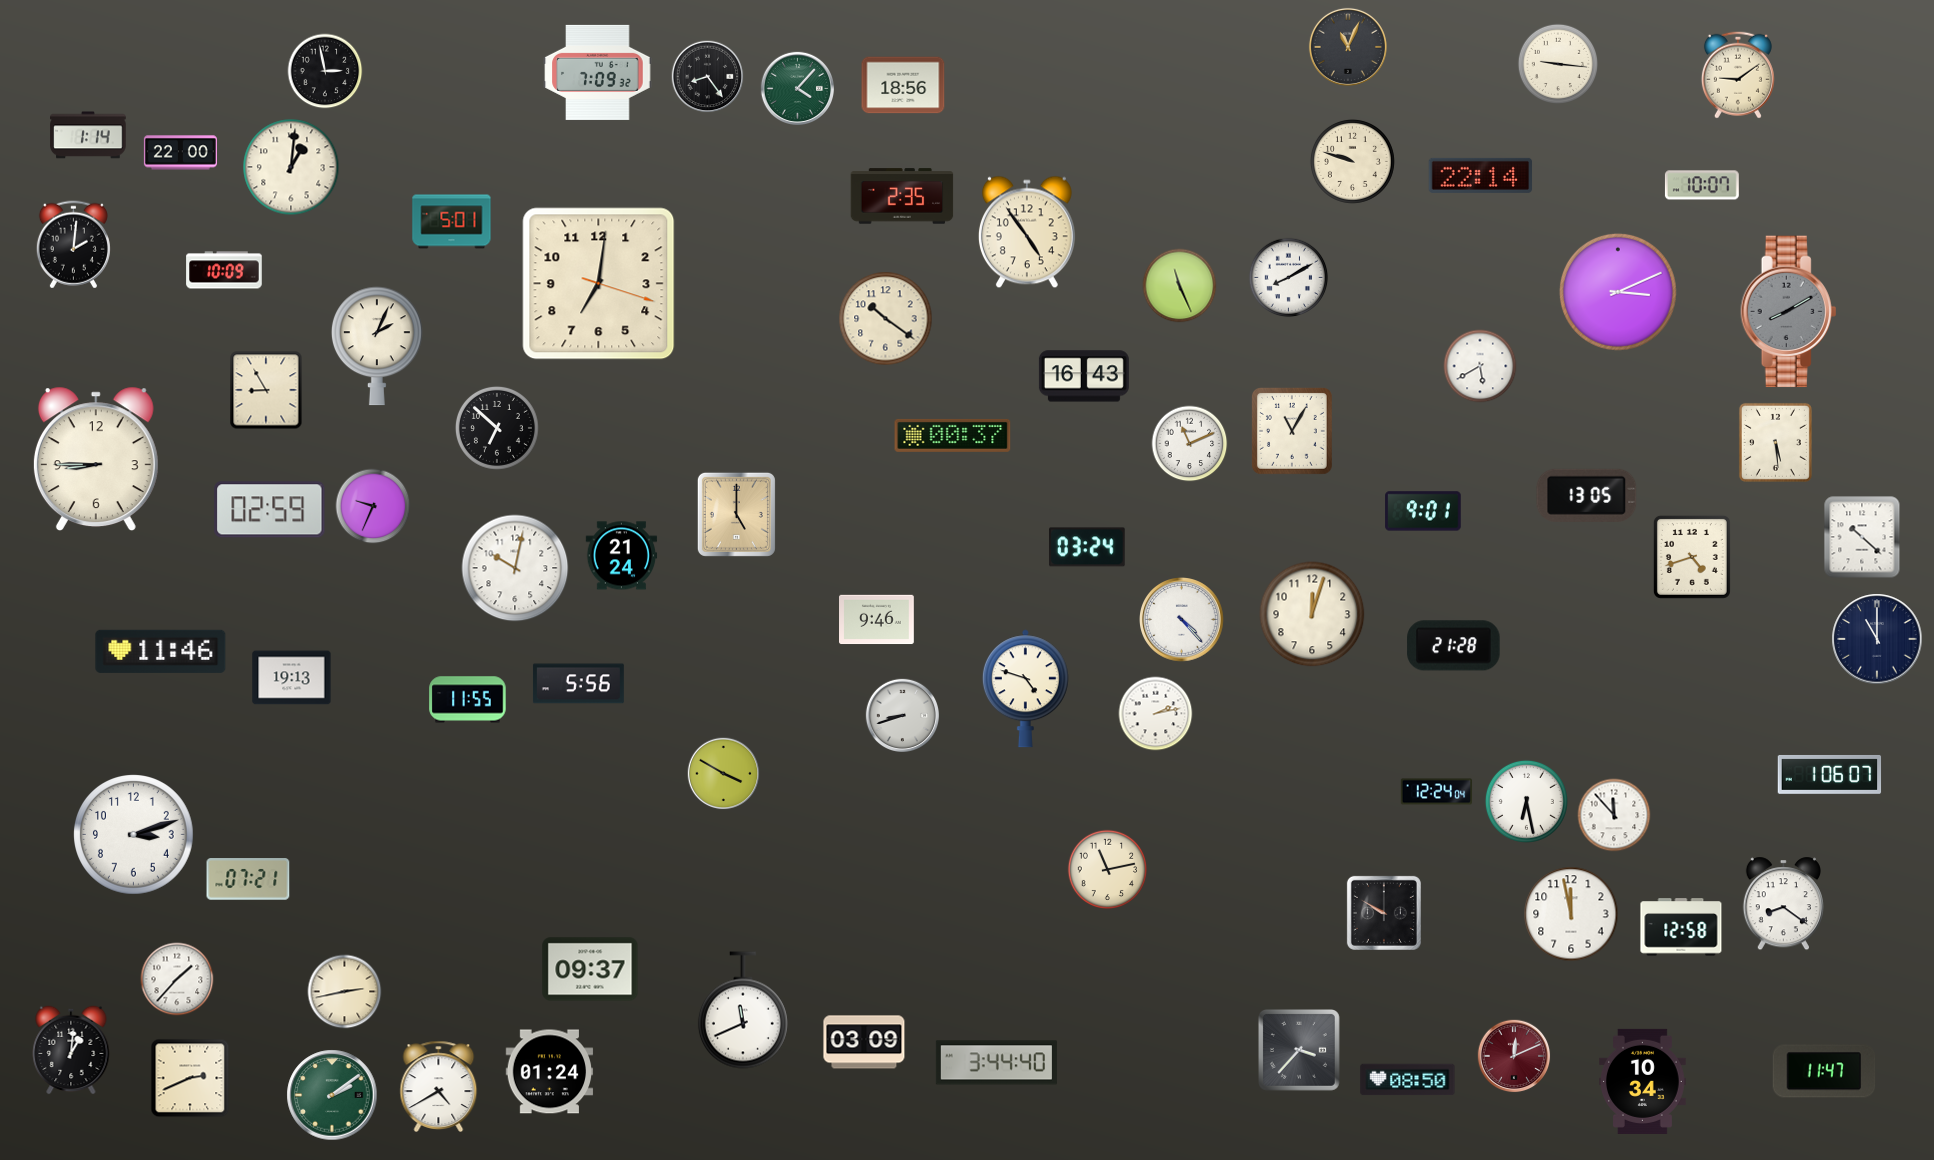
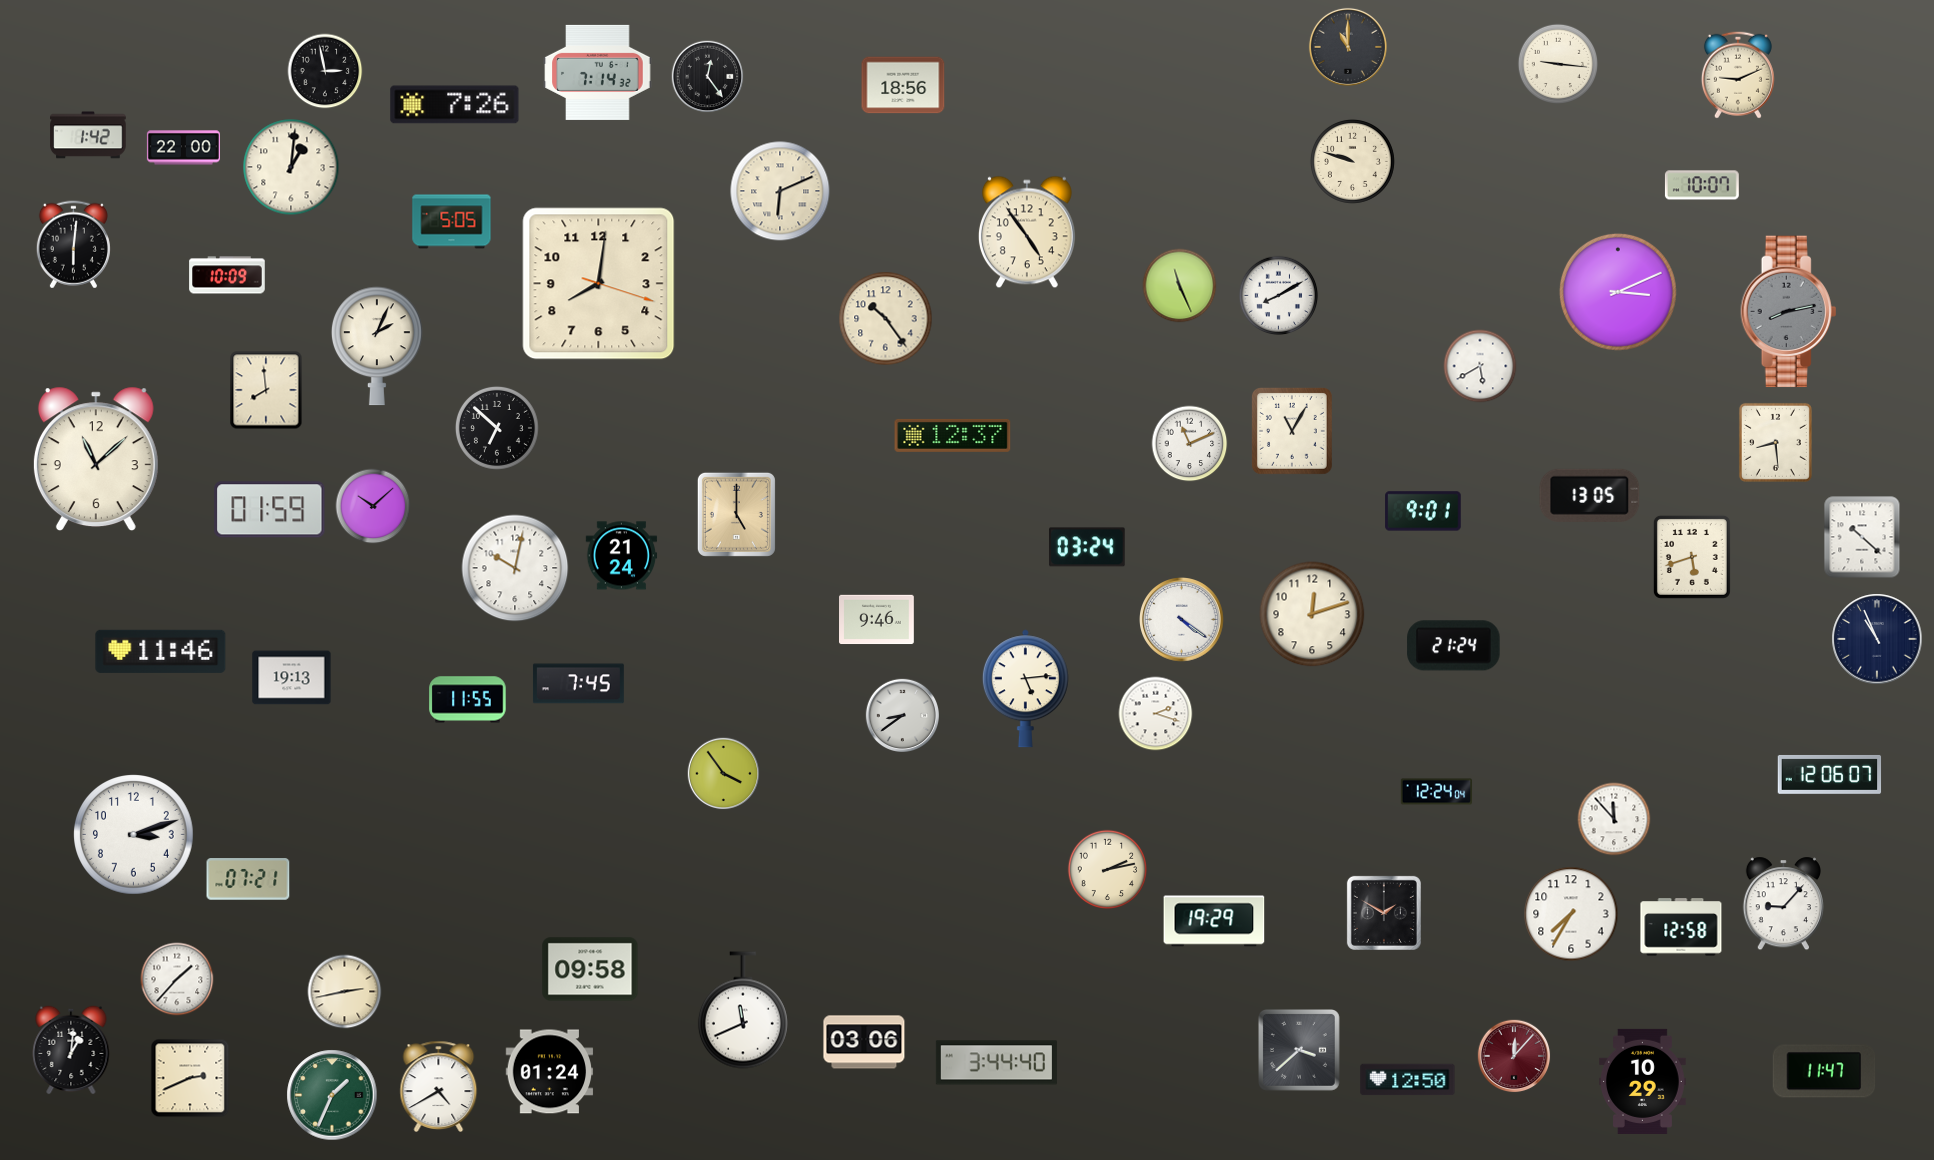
clock at (1348, 47): 11:04 -> 11:00
clock at (598, 72): 7:09 -> 7:14
clock at (1738, 75): 9:09 -> 9:11
clock at (708, 77): 8:24 -> 12:24
clock at (798, 89): 4:07 -> none
clock at (455, 105): none -> 7:26
clock at (88, 135): 1:14 -> 1:42
clock at (180, 153) position: (180, 153) -> (183, 148)
clock at (1481, 175): 22:14 -> none
clock at (780, 191): none -> 6:11
clock at (902, 196): 2:35 -> none
clock at (452, 222): 5:01 -> 5:05
clock at (73, 245): 2:01 -> 6:01
clock at (224, 270) position: (224, 270) -> (227, 275)
clock at (1289, 278) position: (1289, 278) -> (1279, 296)
clock at (599, 284): 7:01 -> 8:01
clock at (1789, 312): 8:10 -> 8:13
clock at (886, 319): 10:21 -> 10:24
clock at (1084, 376): 16:43 -> none
clock at (266, 390): 8:55 -> 7:59
clock at (953, 435): 00:37 -> 12:37
clock at (1775, 442): 5:29 -> 8:29
clock at (96, 458): 8:45 -> 11:08
clock at (1587, 495) position: (1587, 495) -> (1590, 495)
clock at (373, 506): 9:34 -> 10:08
clock at (270, 510): 02:59 -> 01:59
clock at (1692, 557): 4:42 -> 5:42
clock at (1312, 614): 12:03 -> 12:12
clock at (1182, 620): 4:23 -> 4:21
clock at (1877, 639): 11:00 -> 10:56
clock at (1454, 646): 21:28 -> 21:24
clock at (578, 684): 5:56 -> 7:45
clock at (1025, 689): 4:48 -> 5:14
clock at (1156, 714): 2:13 -> 2:18
clock at (903, 716): 8:42 -> 8:39
clock at (724, 774): 3:50 -> 3:54
clock at (1830, 775): 1:06 -> 12:06
clock at (1526, 801): 6:28 -> none
clock at (1614, 815) position: (1614, 815) -> (1614, 819)
clock at (1108, 870): 11:13 -> 2:13
clock at (1783, 904): 8:21 -> 9:07
clock at (1384, 913): 9:50 -> 1:50
clock at (1571, 914): 11:58 -> 7:35
clock at (1214, 921): none -> 19:29
clock at (590, 969): 09:37 -> 09:58
clock at (864, 1042): 03:09 -> 03:06
clock at (1300, 1051): 3:37 -> 3:38
clock at (1514, 1056): 12:11 -> 12:07
clock at (1408, 1080): 08:50 -> 12:50
clock at (1643, 1081): 10:34 -> 10:29
clock at (332, 1095): 2:09 -> 1:34
